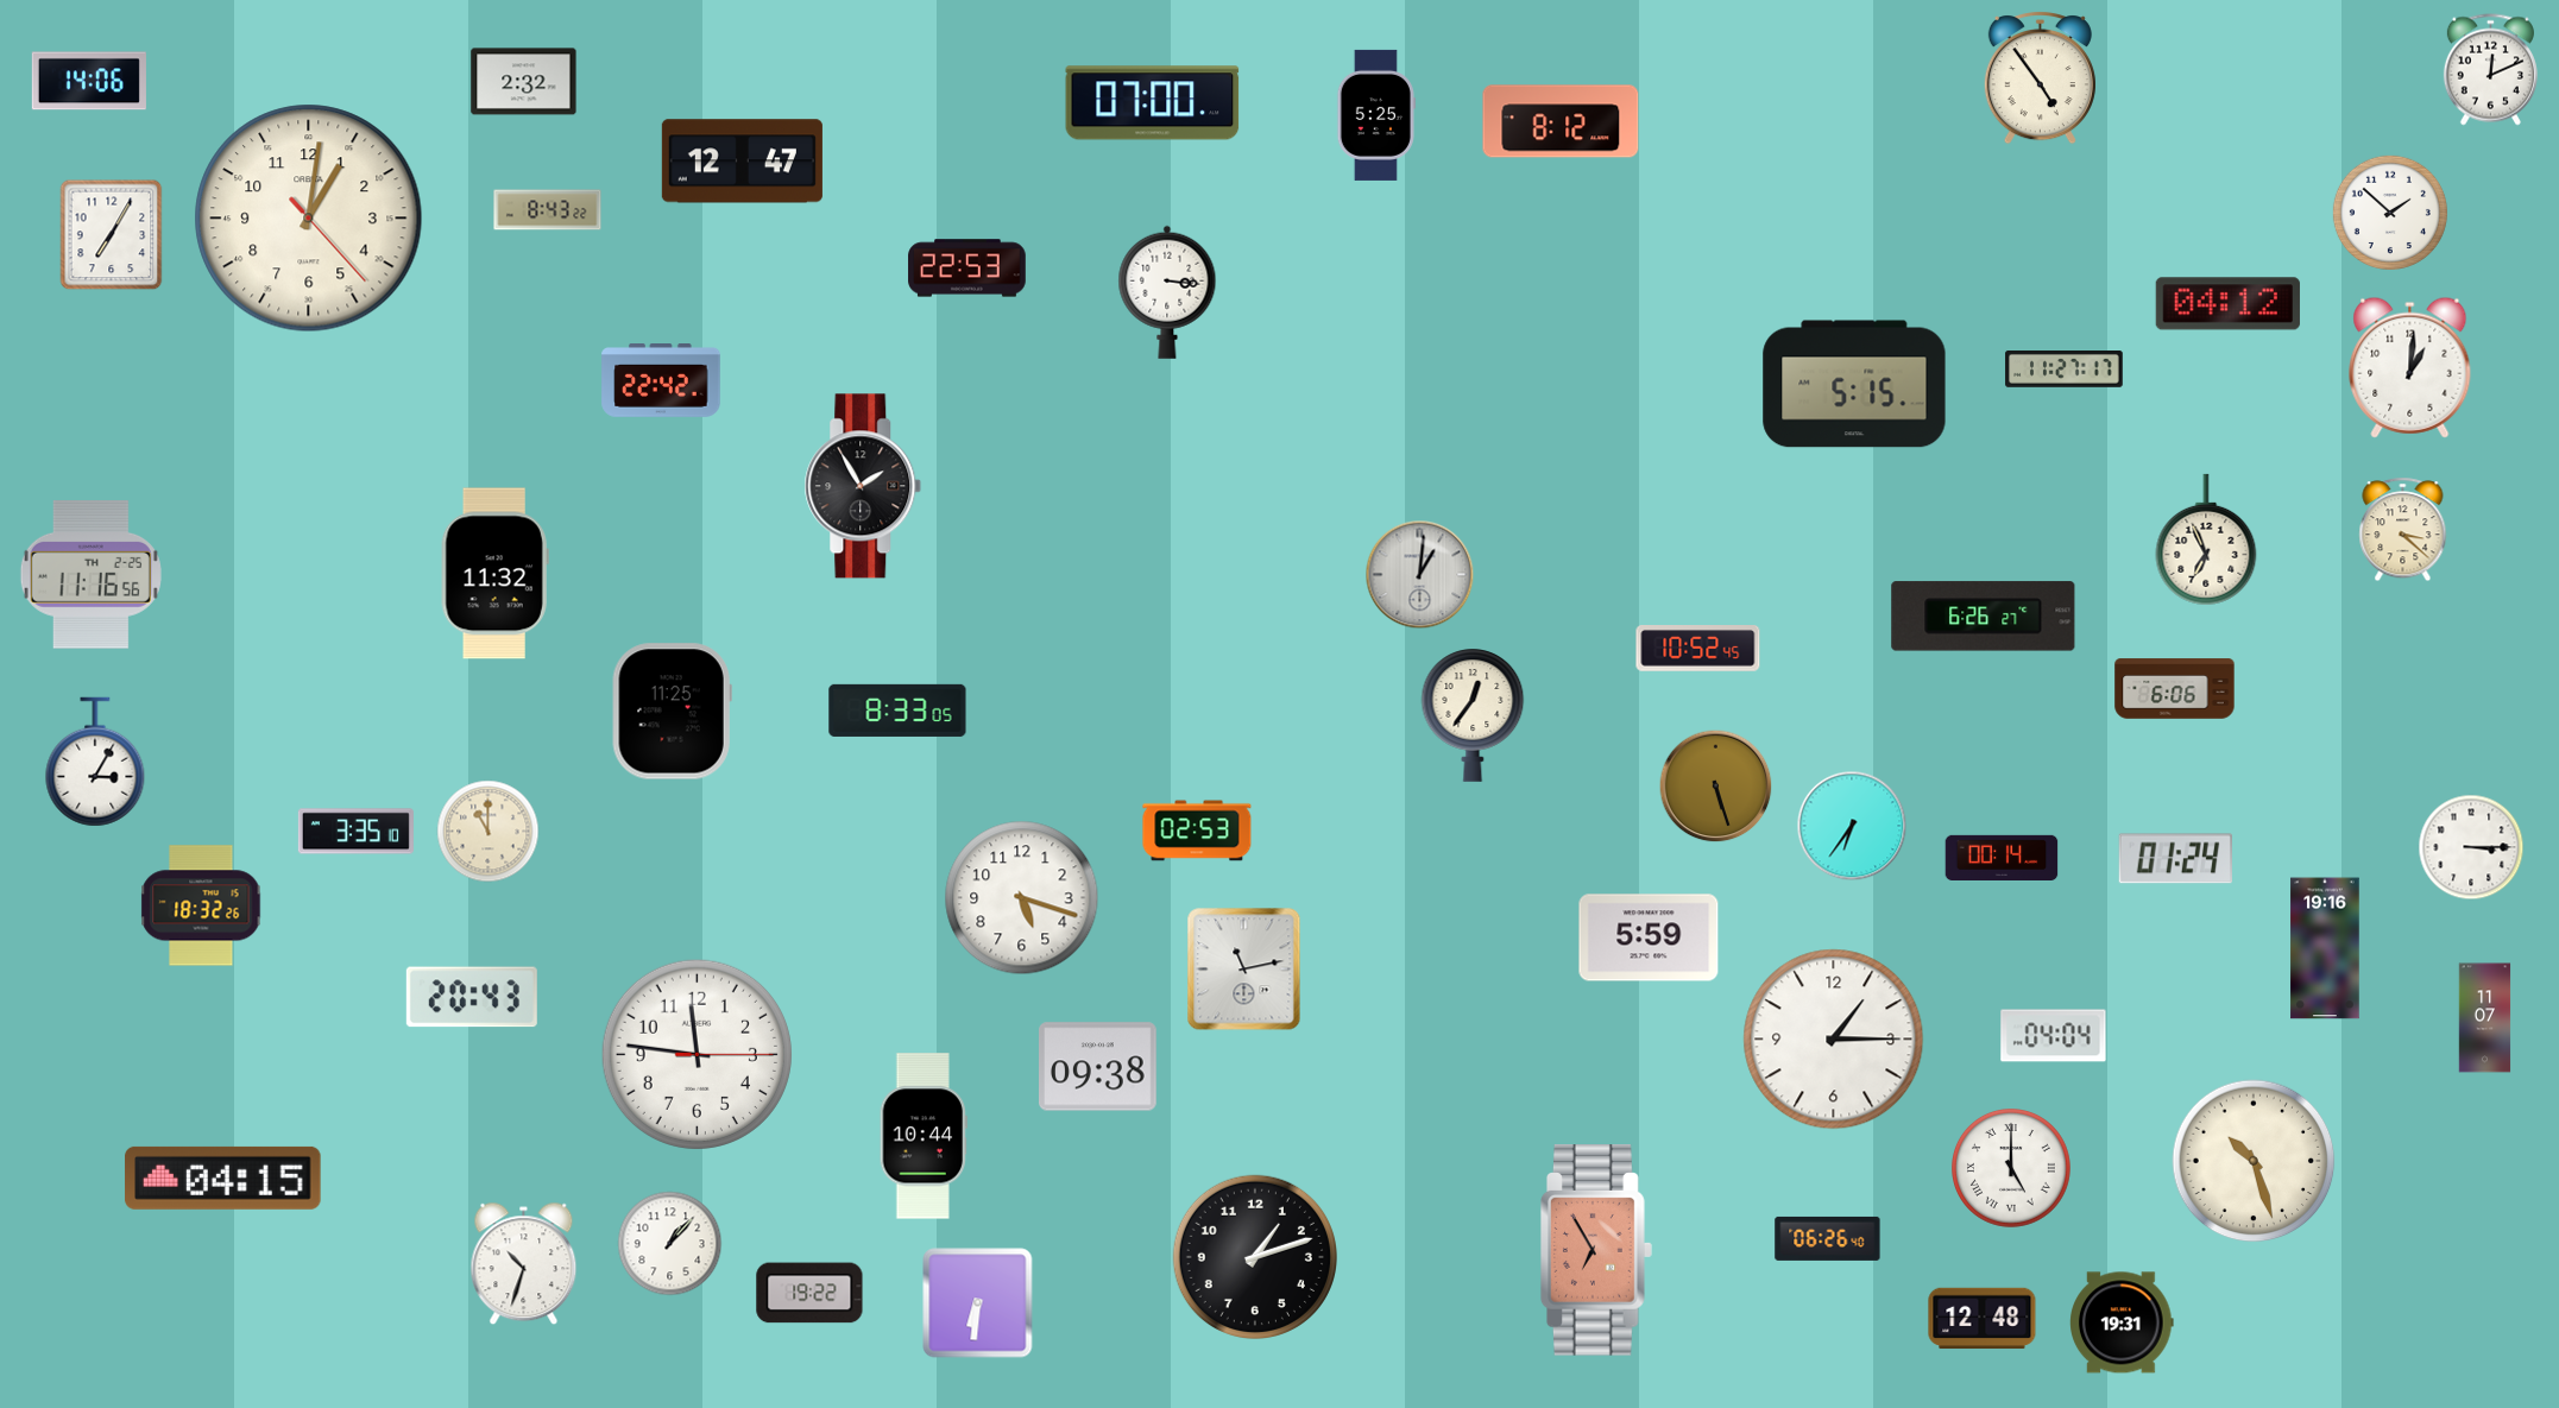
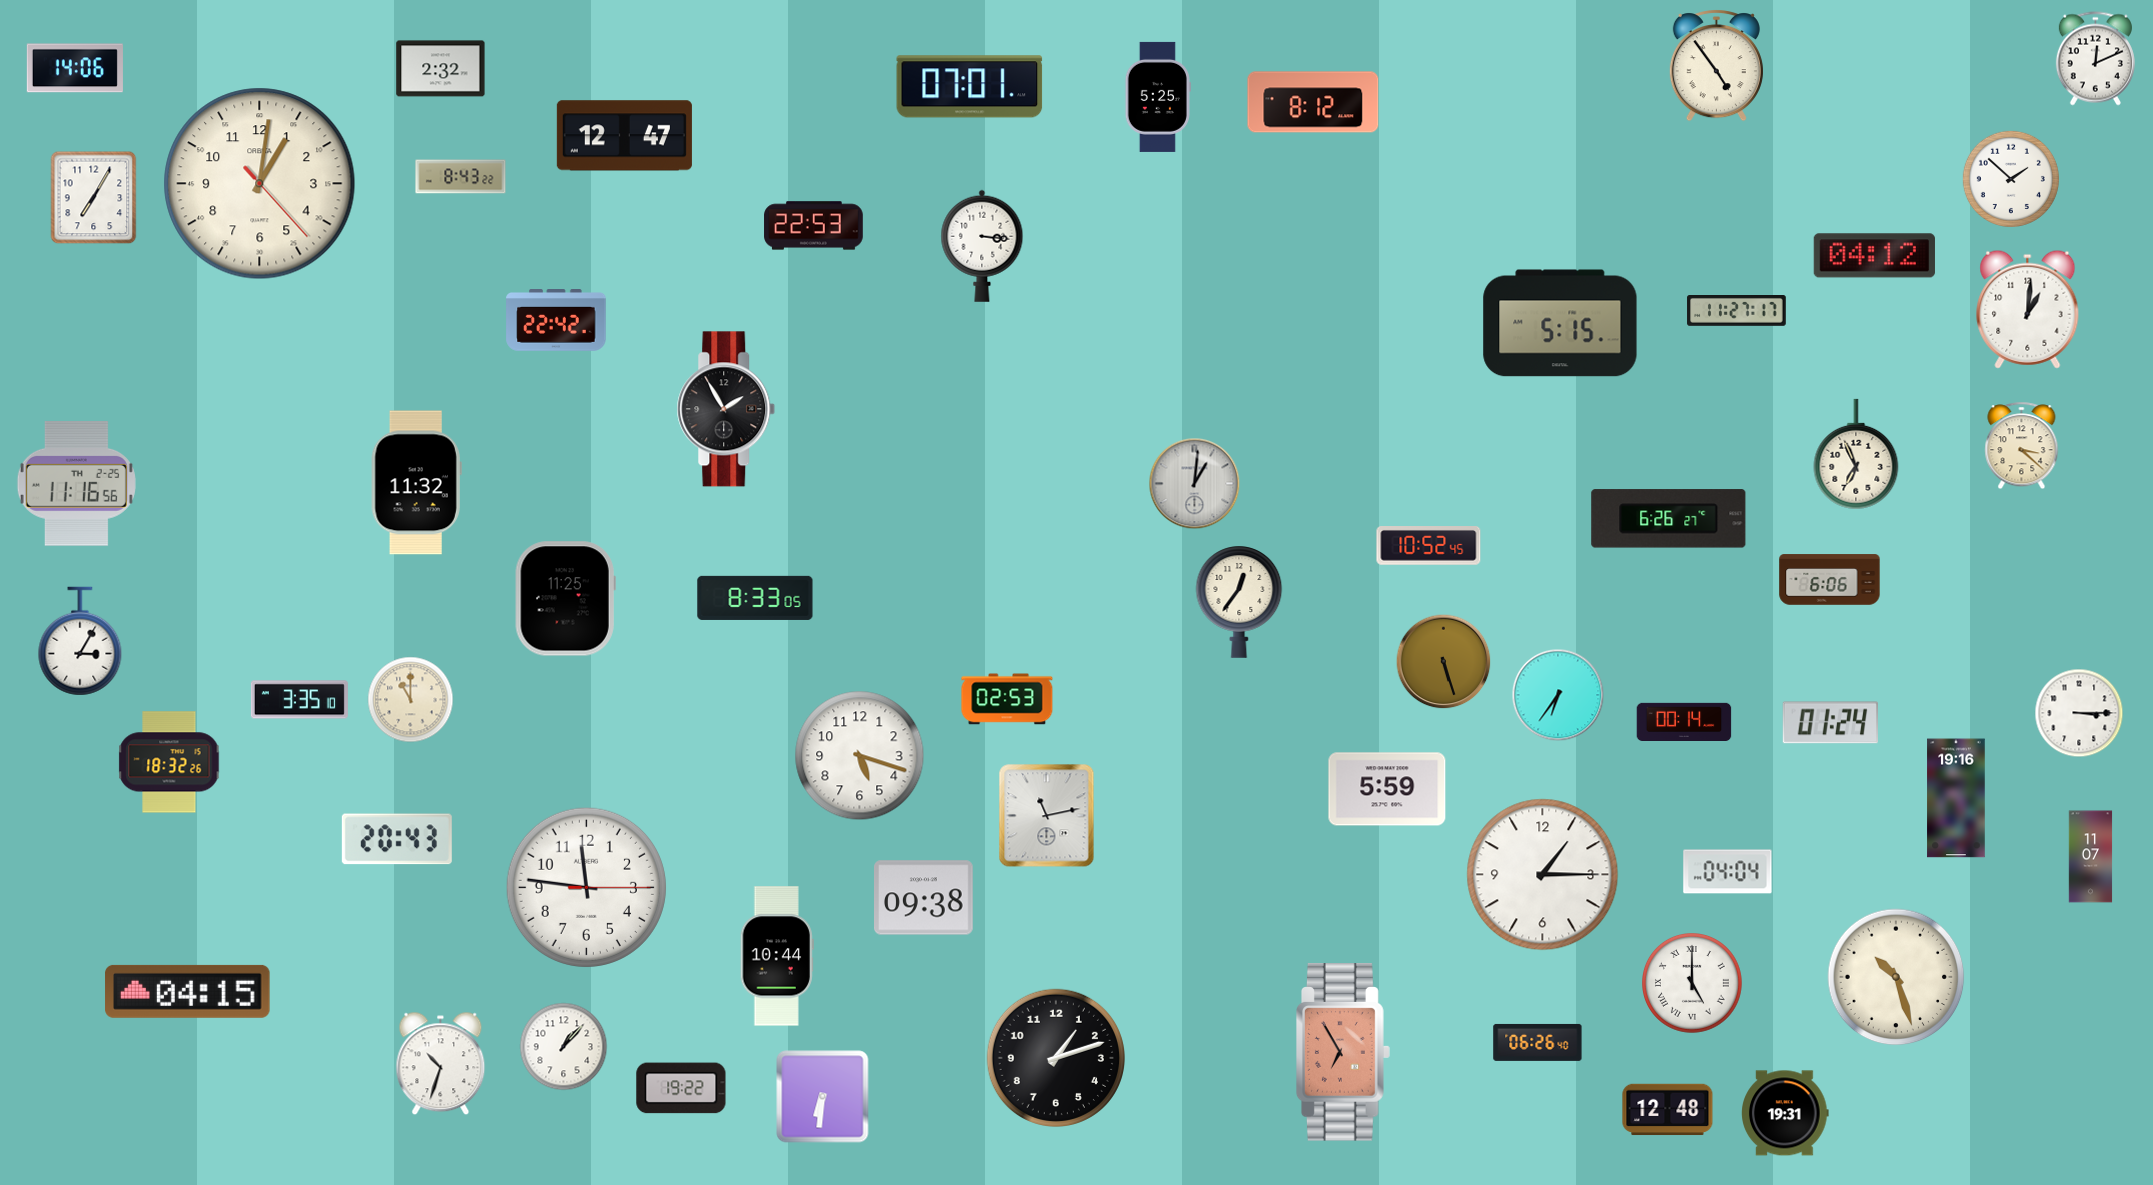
clock at (1153, 103): 07:00 -> 07:01
